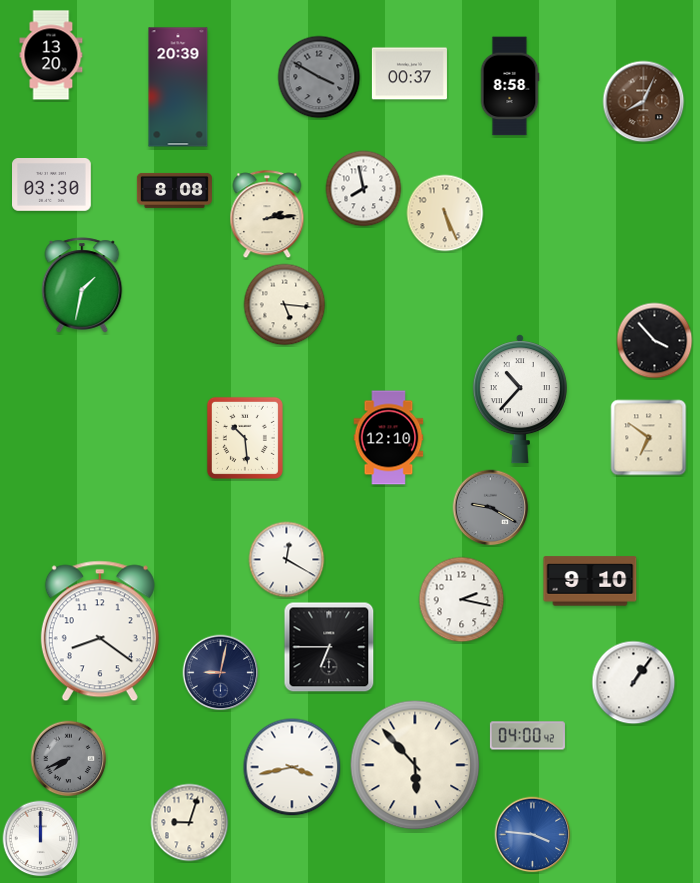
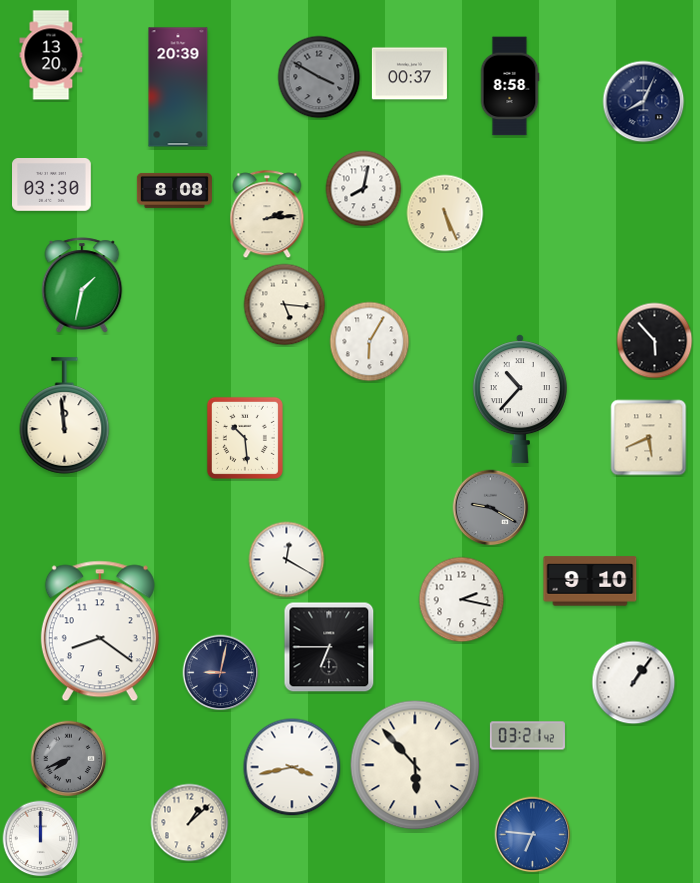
clock at (644, 102) dial: brown -> navy
clock at (364, 189): 7:58 -> 8:02
clock at (655, 341): 3:53 -> 5:53
clock at (370, 342): none -> 6:05
clock at (65, 416): none -> 11:59
clock at (389, 438): 12:10 -> none
clock at (649, 438): 6:51 -> 5:41
clock at (527, 736): 04:00 -> 03:21
clock at (190, 823): 9:03 -> 1:08
clock at (533, 835): 3:46 -> 6:46
